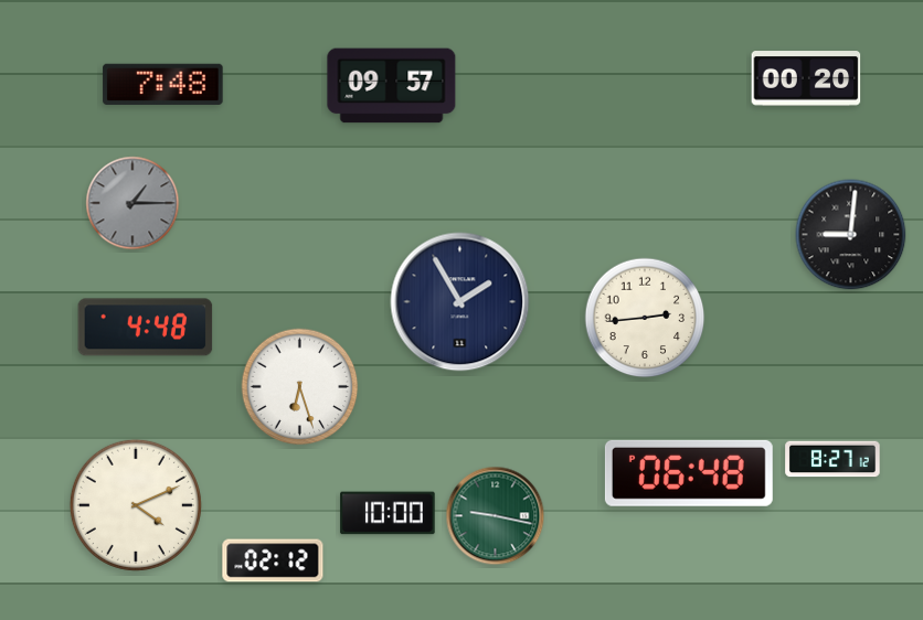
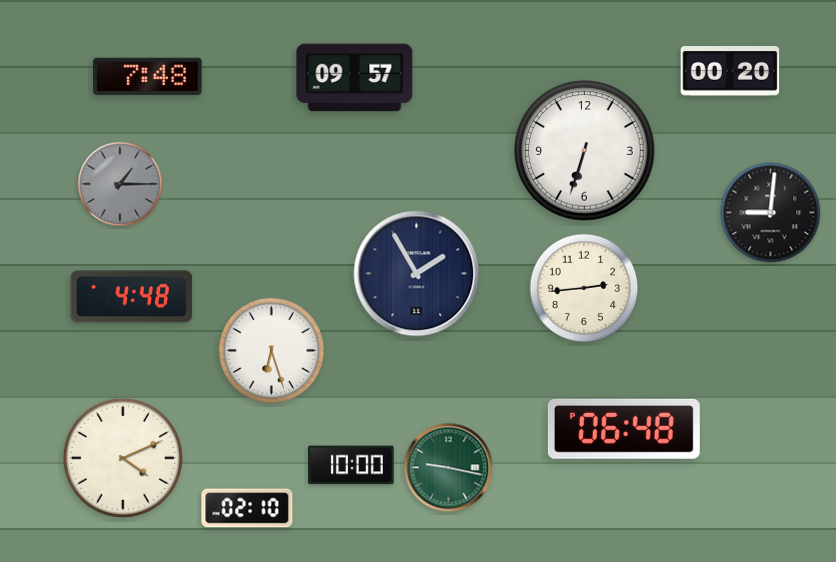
clock at (585, 151): none -> 6:33
clock at (832, 459): 8:27 -> none
clock at (273, 560): 02:12 -> 02:10
